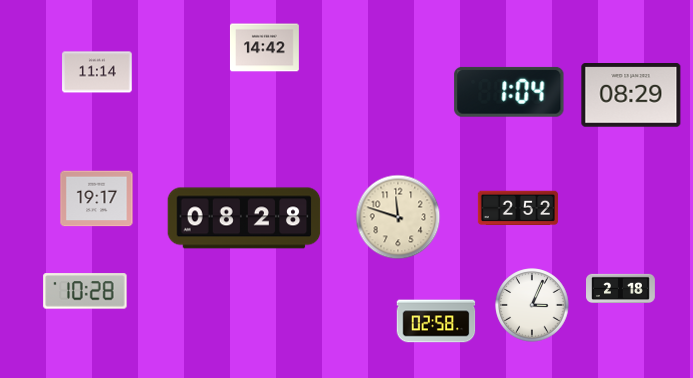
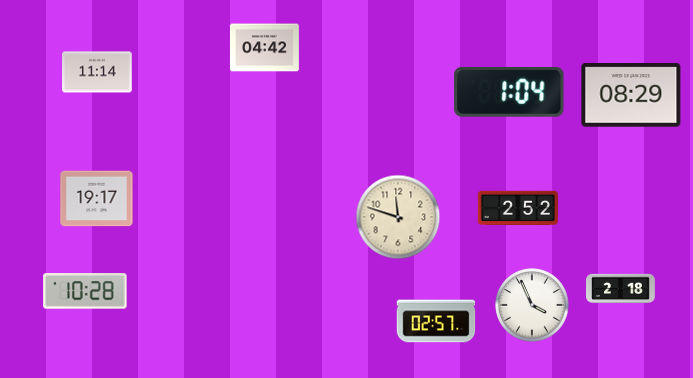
clock at (264, 48): 14:42 -> 04:42
clock at (244, 218): 08:28 -> none
clock at (532, 305): 3:04 -> 3:56
clock at (436, 321): 02:58 -> 02:57
